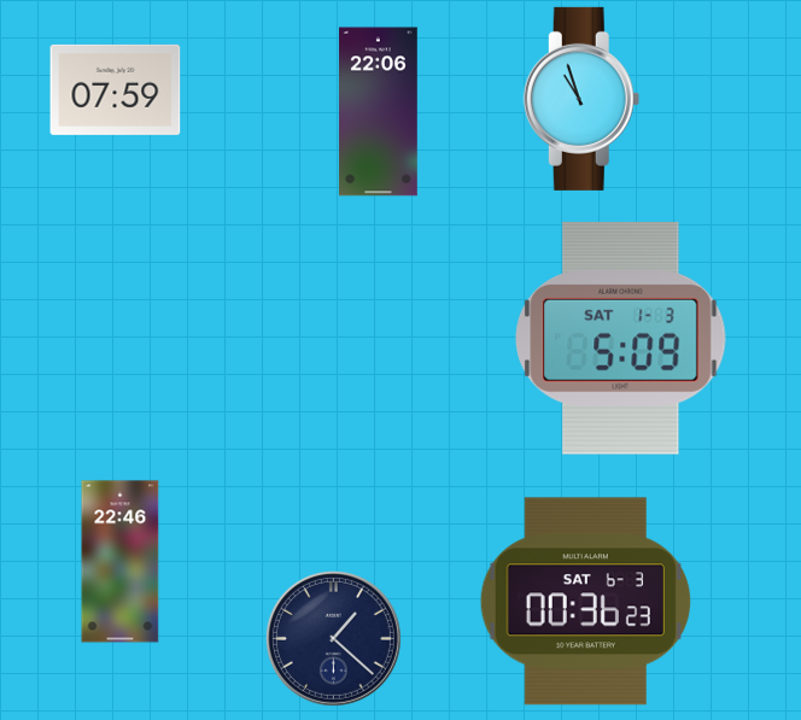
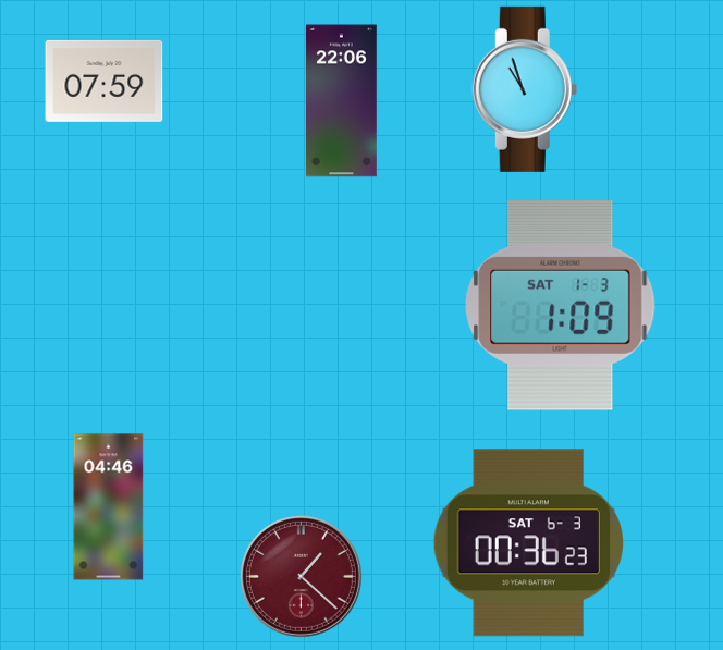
clock at (621, 338): 5:09 -> 1:09
clock at (121, 562): 22:46 -> 04:46
clock at (333, 638) dial: navy -> burgundy
